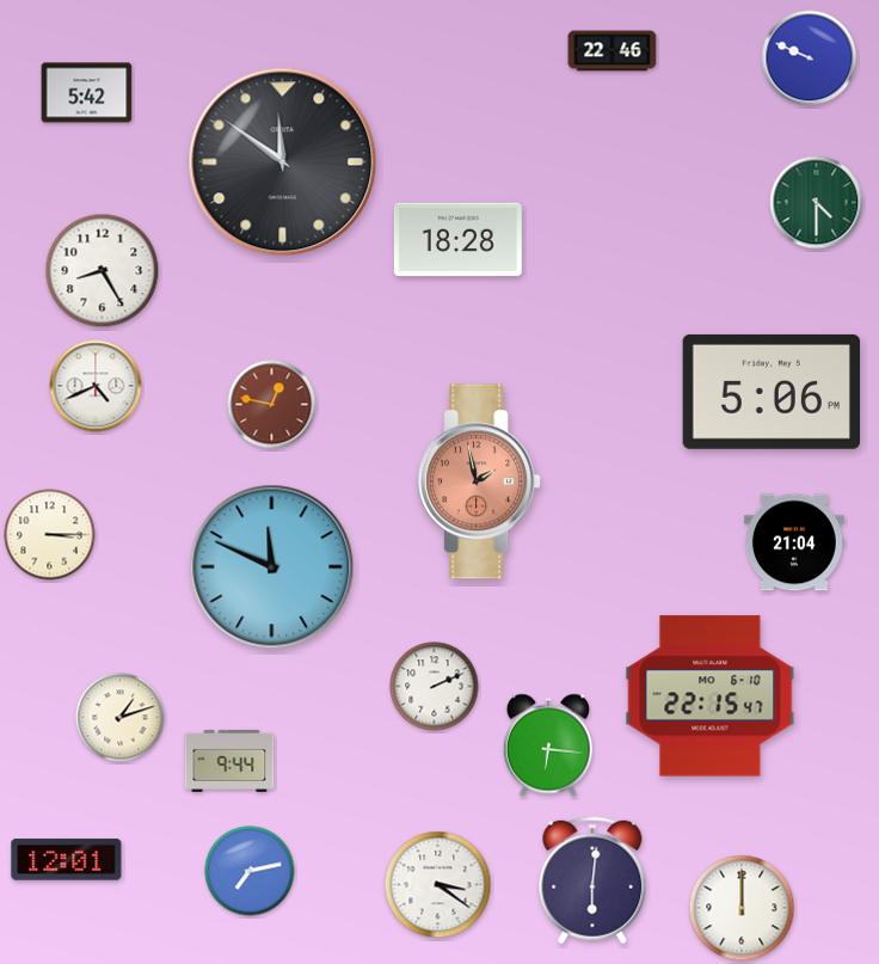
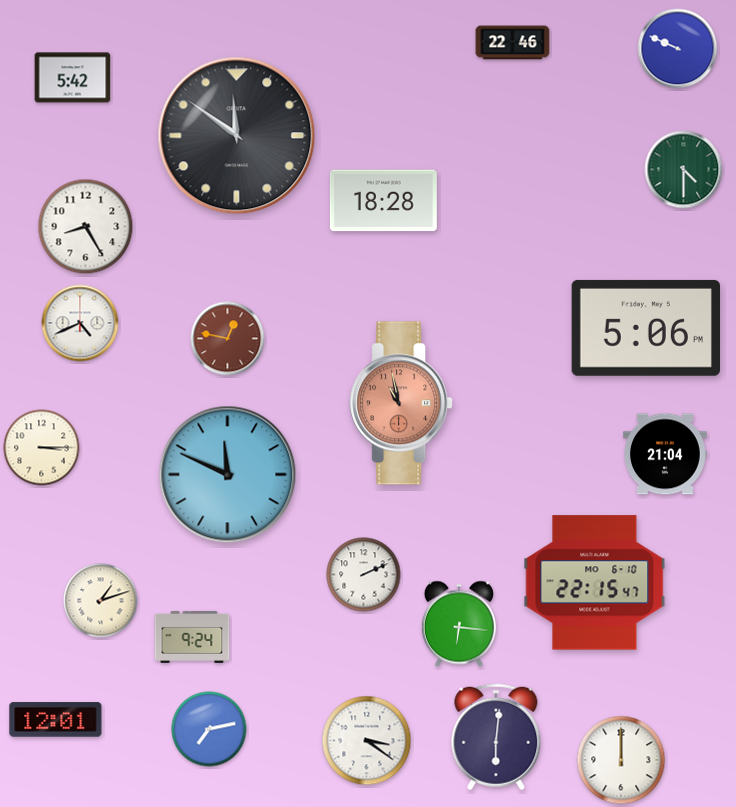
clock at (479, 481): 1:58 -> 10:58
clock at (229, 761): 9:44 -> 9:24
